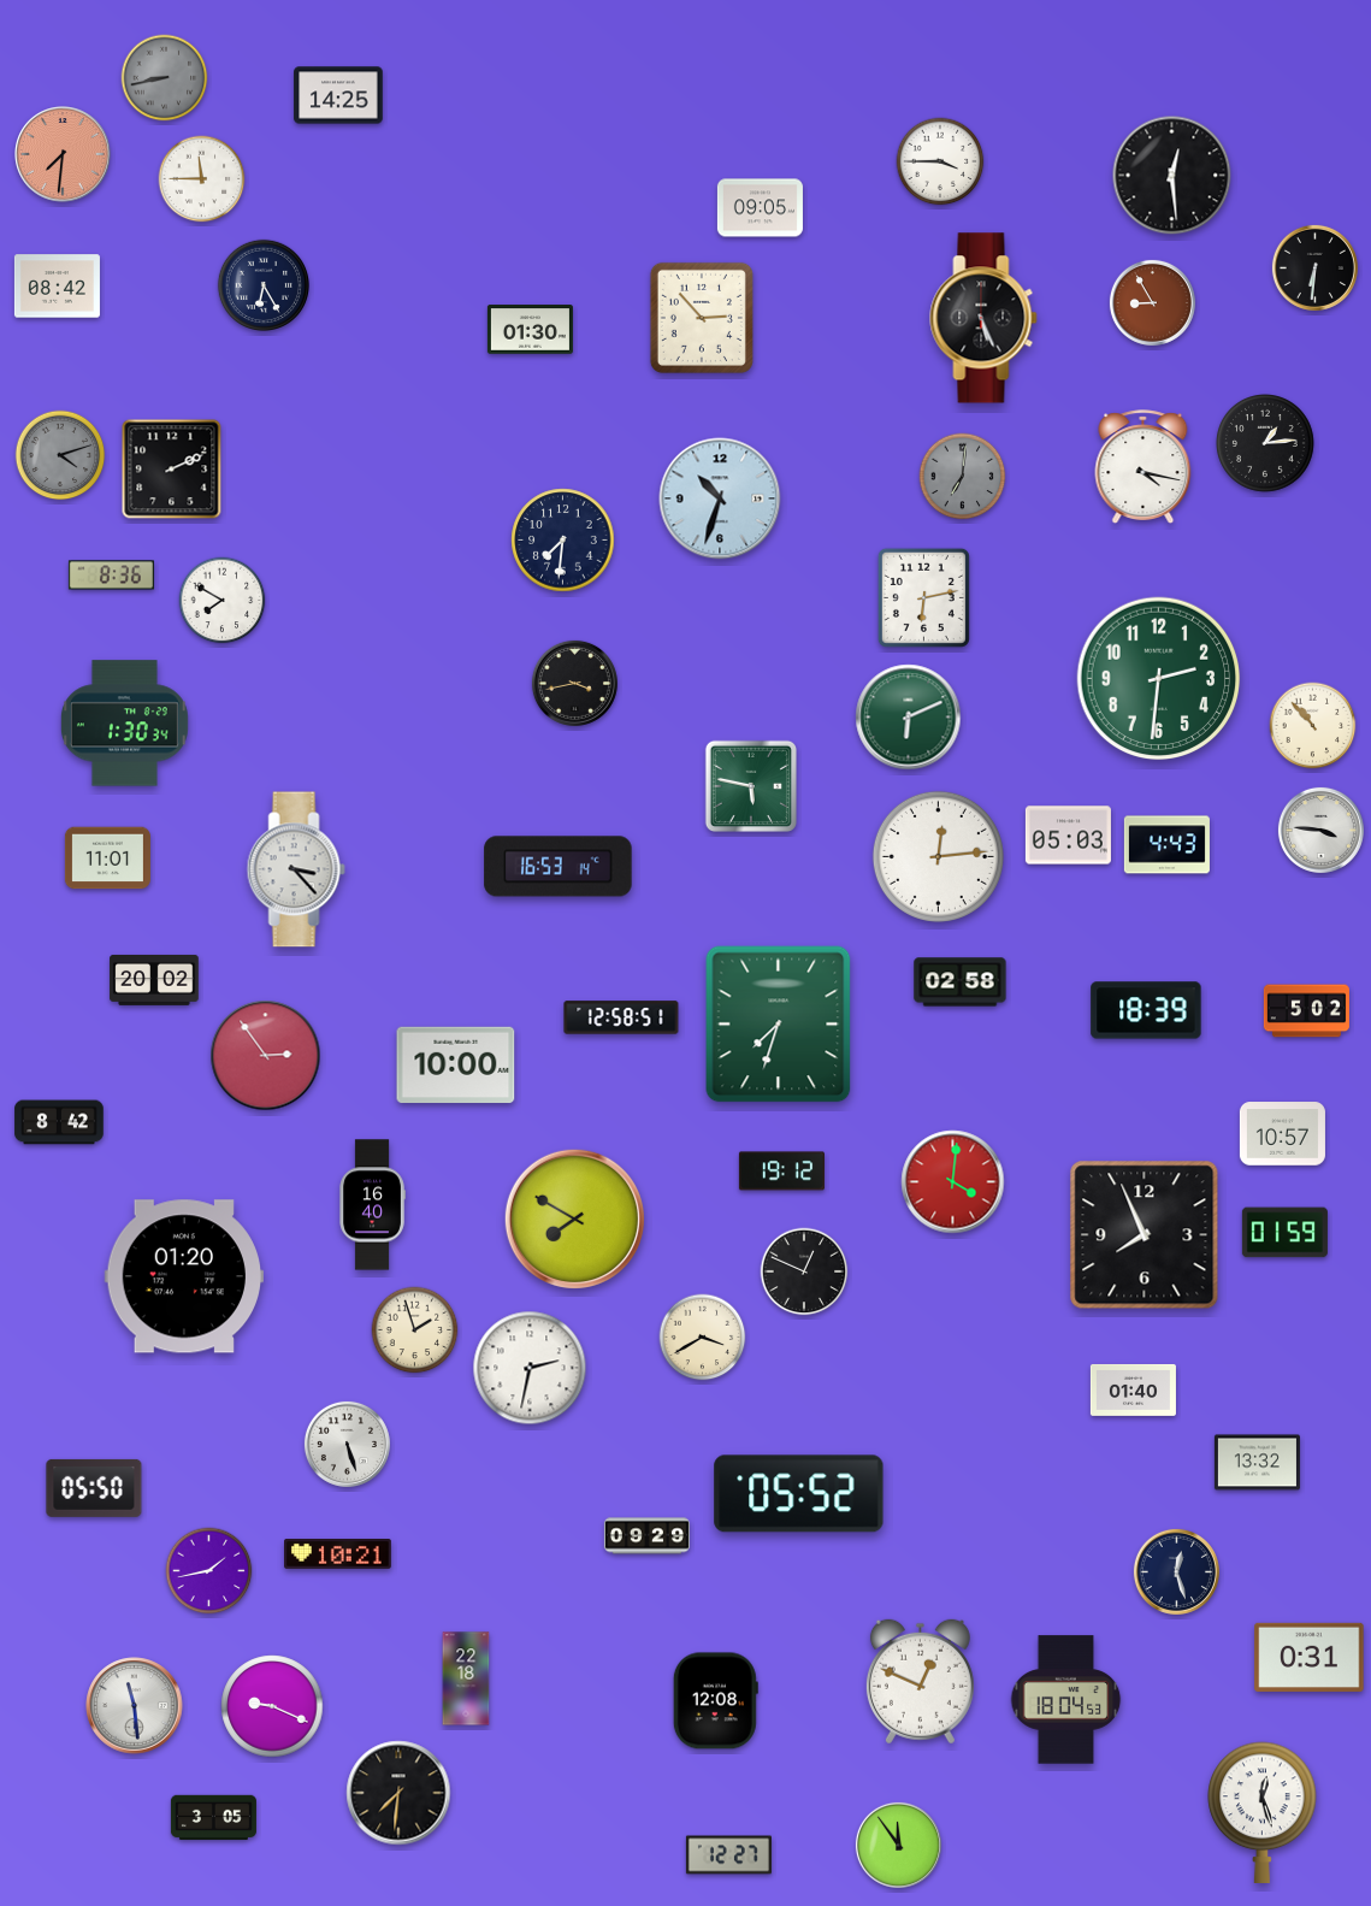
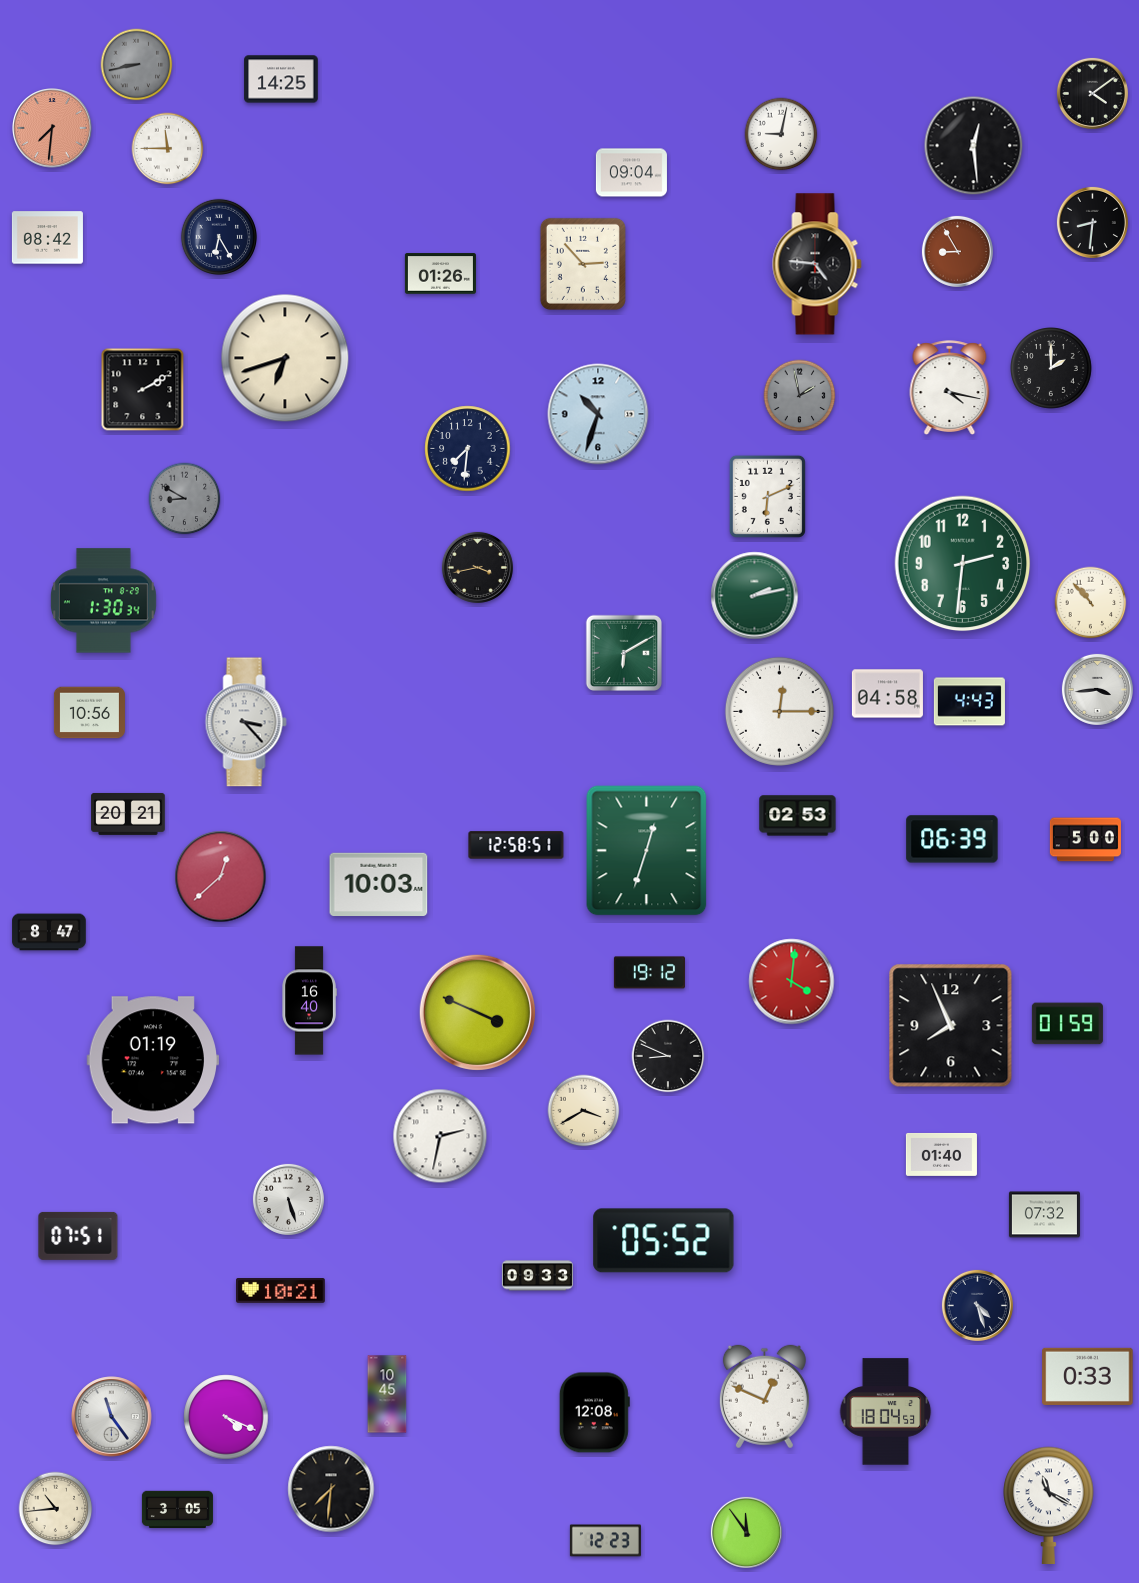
clock at (1092, 93): none -> 4:09
clock at (940, 161): 3:45 -> 9:02
clock at (760, 208): 09:05 -> 09:04
clock at (1314, 267): 6:31 -> 8:31
clock at (983, 318): 5:26 -> 4:46
clock at (530, 330): 01:30 -> 01:26
clock at (285, 358): none -> 6:42
clock at (1266, 444): 1:14 -> 2:00
clock at (60, 455): 4:12 -> none
clock at (172, 470): 2:11 -> 2:10
clock at (963, 477): 7:01 -> 1:58
clock at (111, 576): 8:36 -> none
clock at (923, 597): 6:13 -> 6:11
clock at (223, 601): 7:50 -> 8:50
clock at (223, 601) dial: white -> grey
clock at (909, 718): 6:11 -> 2:13
clock at (750, 785): 5:47 -> 6:10
clock at (1320, 830): 3:46 -> 3:44
clock at (1068, 836): 05:03 -> 04:58
clock at (938, 856): 12:14 -> 12:15
clock at (107, 858): 11:01 -> 10:56
clock at (559, 867): 16:53 -> none
clock at (154, 980): 20:02 -> 20:21
clock at (961, 982): 02:58 -> 02:53
clock at (1146, 1010): 18:39 -> 06:39
clock at (1306, 1011): 5:02 -> 5:00
clock at (779, 1025): 7:33 -> 12:33
clock at (266, 1056): 2:54 -> 12:38
clock at (456, 1066): 10:00 -> 10:03
clock at (59, 1122): 8:42 -> 8:47
clock at (1282, 1134): 10:57 -> none
clock at (574, 1218): 7:50 -> 3:49
clock at (804, 1271): 12:49 -> 8:49
clock at (183, 1276): 01:20 -> 01:19
clock at (415, 1330): 1:57 -> none
clock at (1257, 1463): 13:32 -> 07:32
clock at (94, 1488): 05:50 -> 07:51
clock at (646, 1536): 09:29 -> 09:33
clock at (209, 1571): 1:43 -> none
clock at (1176, 1571): 12:27 -> 4:27
clock at (1310, 1657): 0:31 -> 0:33
clock at (466, 1678): 22:18 -> 10:45
clock at (135, 1706): 11:29 -> 11:24
clock at (272, 1706): 9:19 -> 4:19
clock at (1263, 1812): 12:27 -> 11:20
clock at (56, 1509): none -> 10:44
clock at (728, 1855): 12:27 -> 12:23
